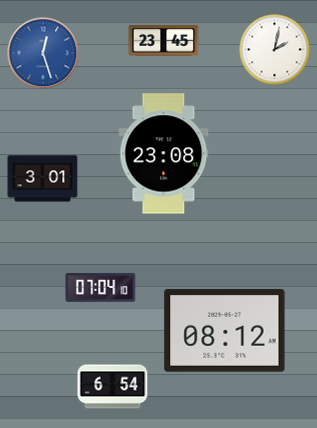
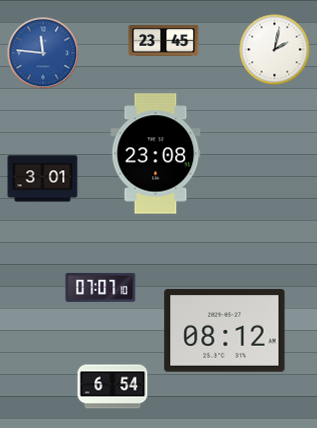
clock at (43, 53): 12:27 -> 11:46
clock at (164, 154) position: (164, 154) -> (156, 154)
clock at (101, 287): 07:04 -> 07:07
